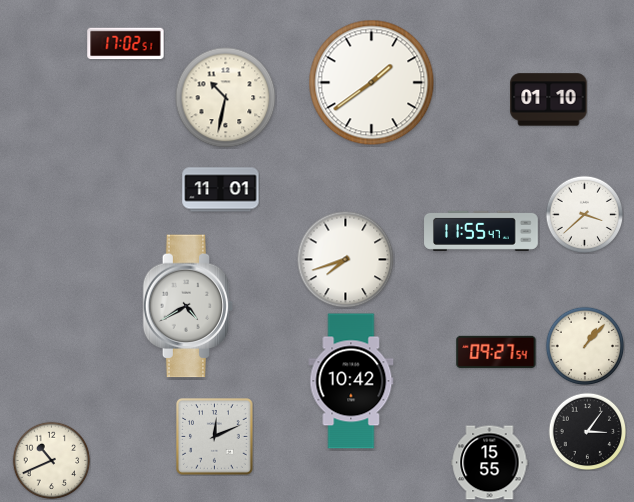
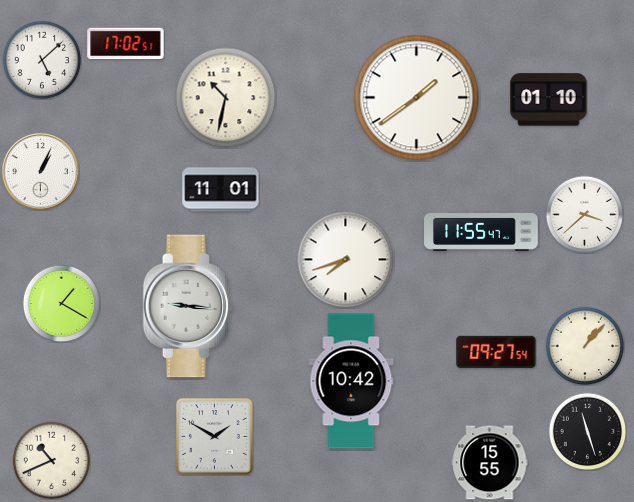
clock at (42, 60): none -> 5:08
clock at (372, 83) position: (372, 83) -> (417, 98)
clock at (40, 171): none -> 1:04
clock at (61, 303): none -> 1:20
clock at (188, 306): 4:40 -> 9:16
clock at (587, 431): 3:06 -> 11:27
clock at (215, 437): 12:11 -> 1:50
